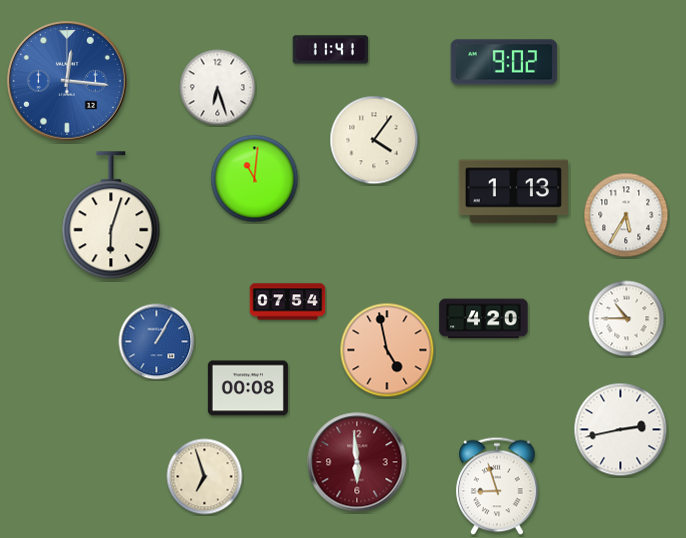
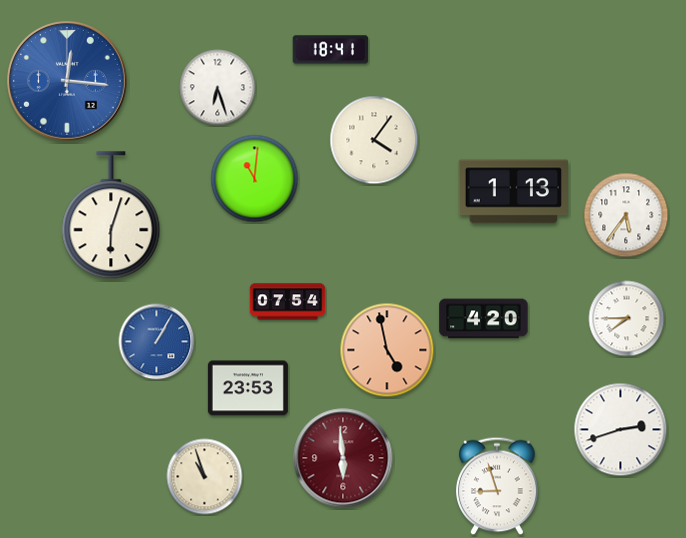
clock at (331, 50): 11:41 -> 18:41
clock at (504, 62): 9:02 -> none
clock at (626, 215): 5:35 -> 5:36
clock at (627, 319): 10:45 -> 7:45
clock at (248, 388): 00:08 -> 23:53
clock at (621, 430): 2:43 -> 2:42
clock at (357, 462) position: (357, 462) -> (343, 458)
clock at (205, 477): 6:57 -> 10:57
